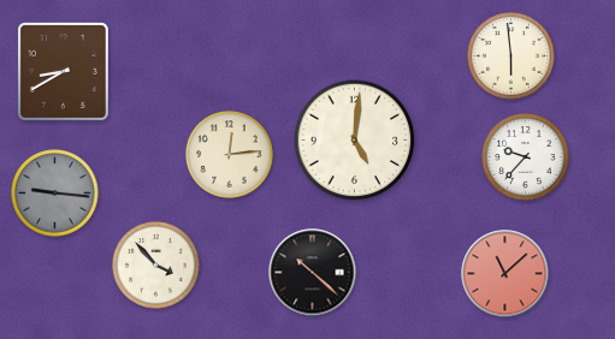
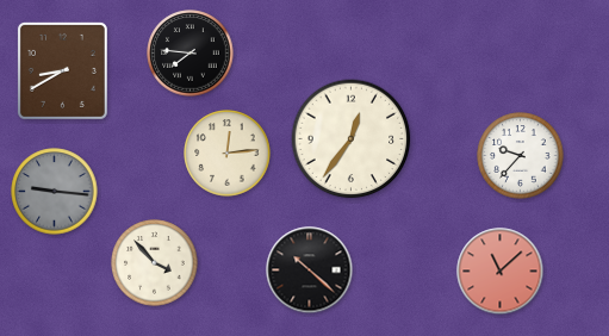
clock at (191, 54): none -> 7:46
clock at (511, 56): 5:59 -> none
clock at (355, 141): 5:01 -> 12:36
